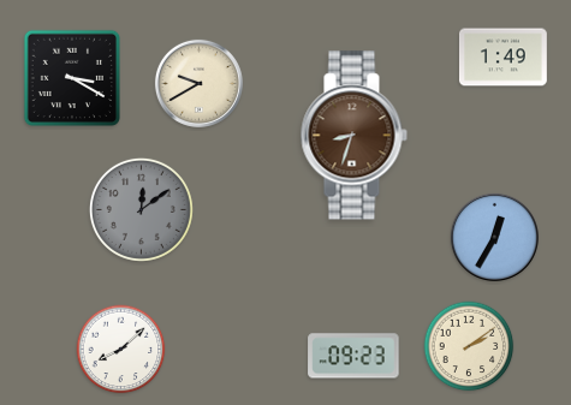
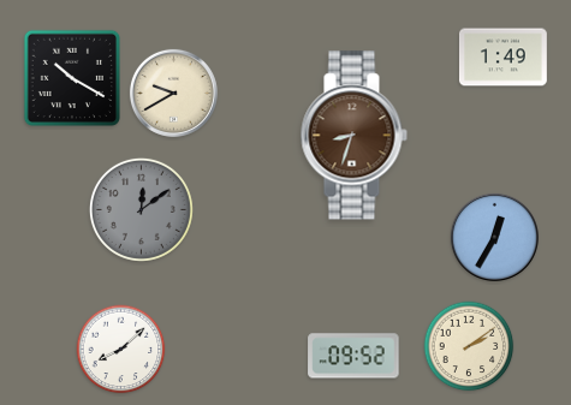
clock at (72, 78): 3:20 -> 10:20
clock at (198, 83) position: (198, 83) -> (173, 93)
clock at (353, 356): 09:23 -> 09:52
